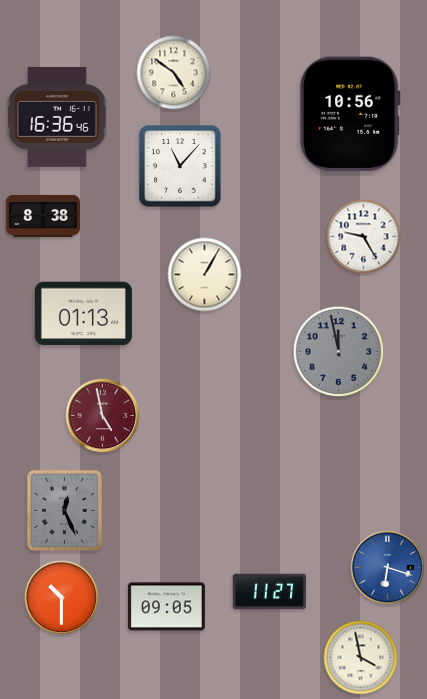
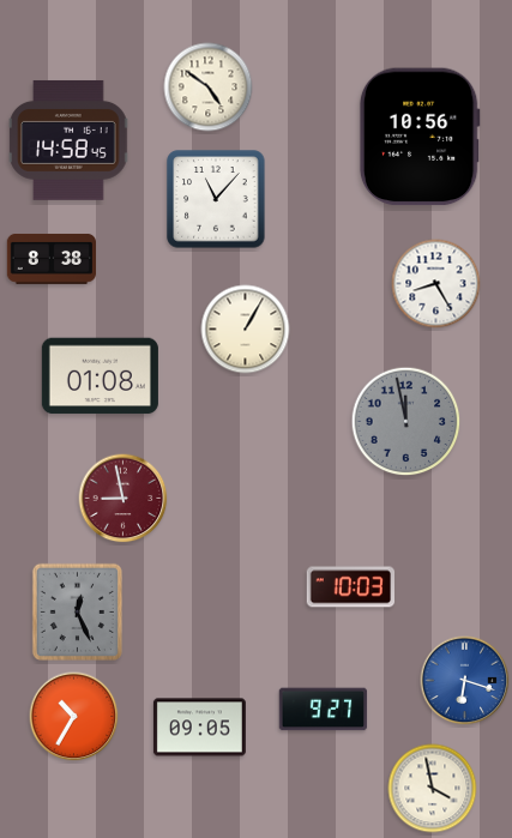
clock at (57, 117): 16:36 -> 14:58
clock at (364, 237): 9:25 -> 8:25
clock at (83, 314): 01:13 -> 01:08
clock at (103, 416): 4:58 -> 8:58
clock at (351, 587): none -> 10:03
clock at (270, 592): 11:27 -> 9:27
clock at (62, 598): 10:30 -> 10:35
